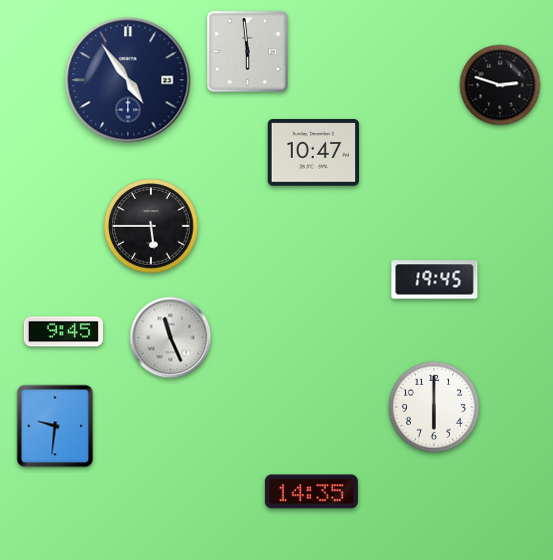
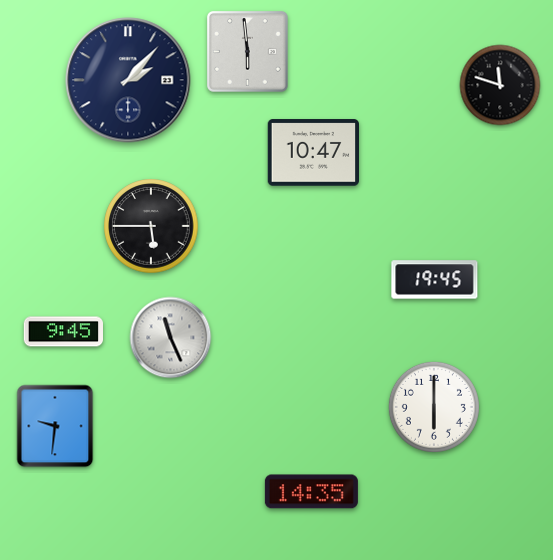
clock at (128, 80): 4:54 -> 2:07
clock at (500, 85): 2:48 -> 11:48
